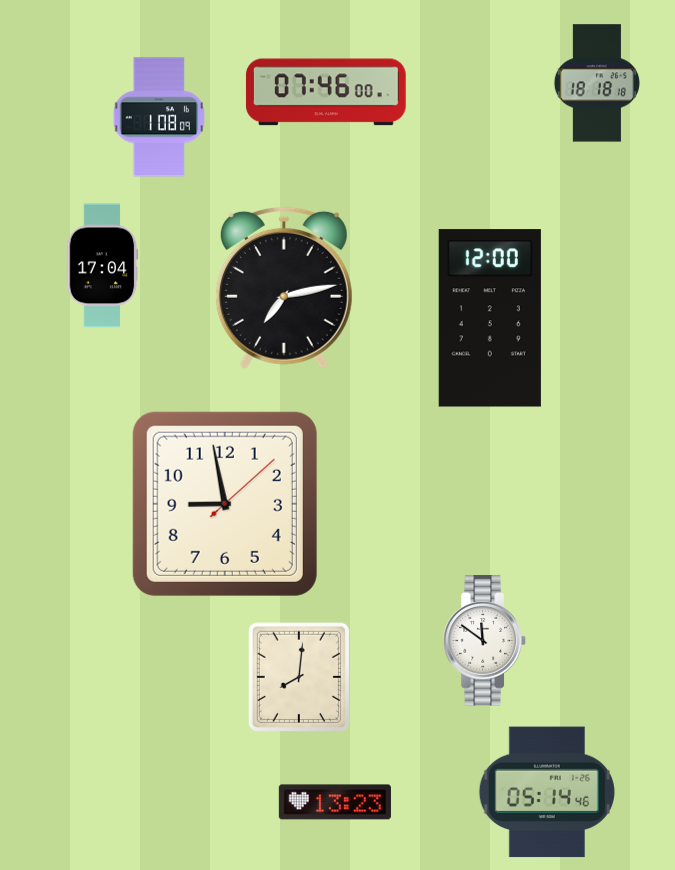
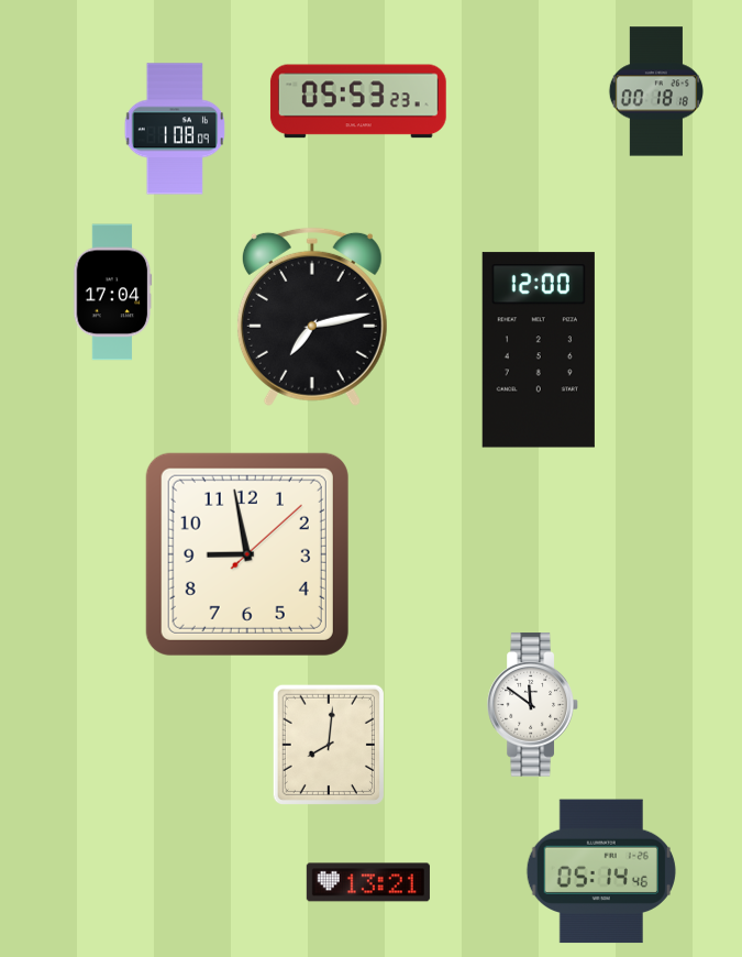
clock at (597, 83): 18:18 -> 00:18
clock at (326, 92): 07:46 -> 05:53
clock at (335, 802): 13:23 -> 13:21
